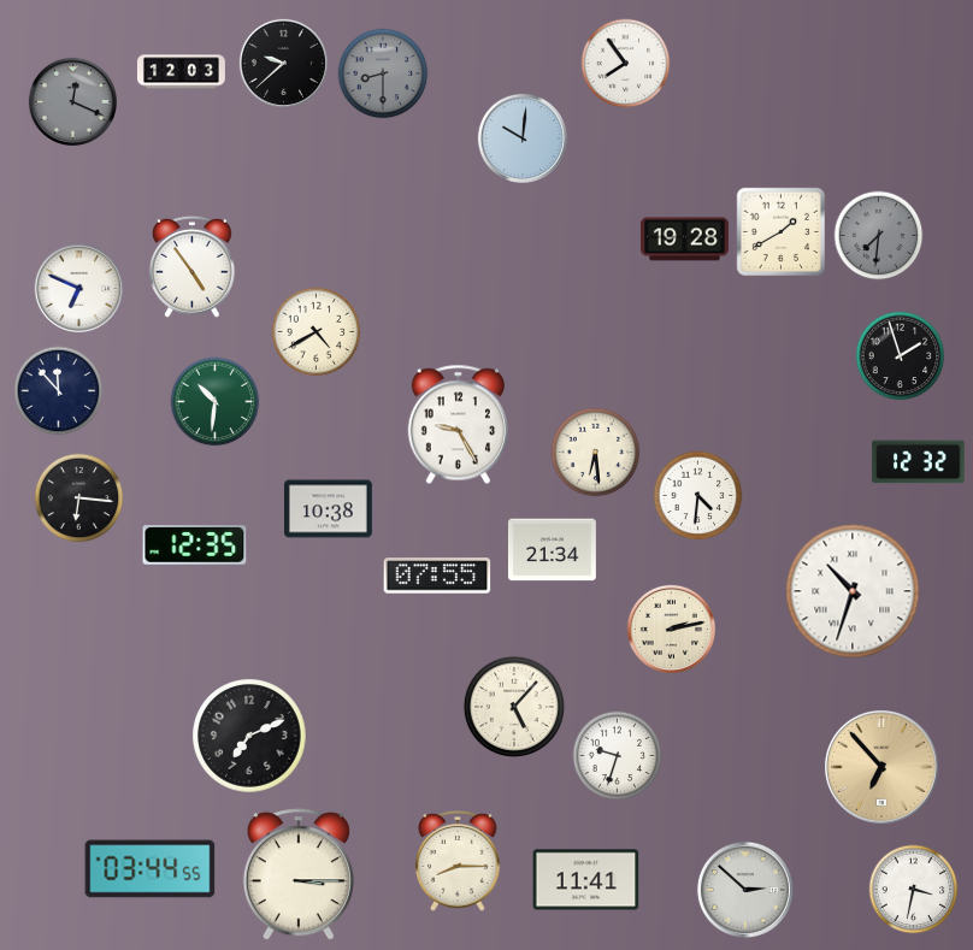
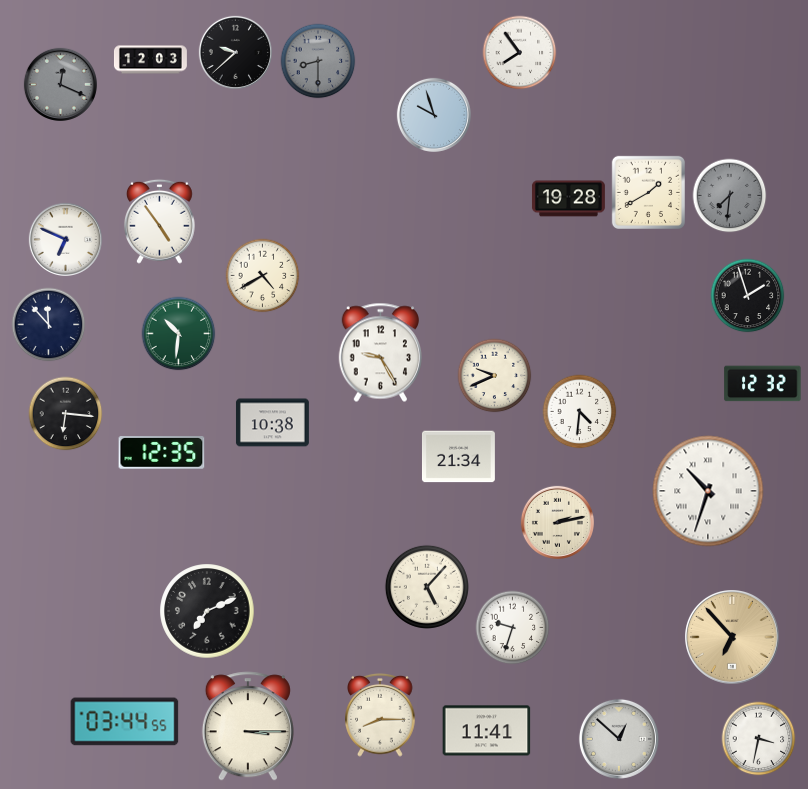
clock at (523, 138): 10:01 -> 9:57
clock at (596, 453): 6:29 -> 9:41
clock at (437, 576): 07:55 -> none
clock at (745, 890): 2:52 -> 12:52
